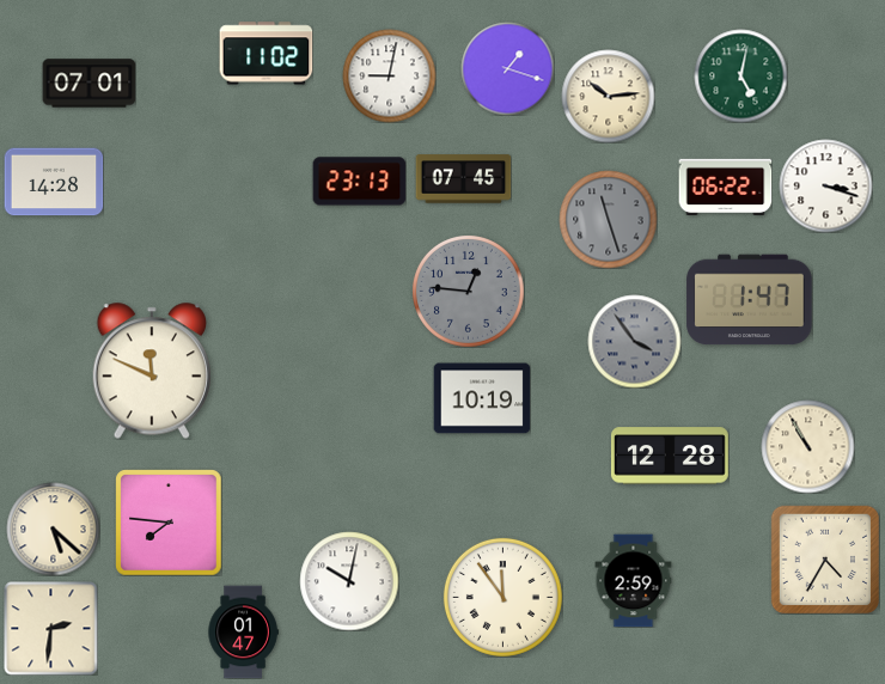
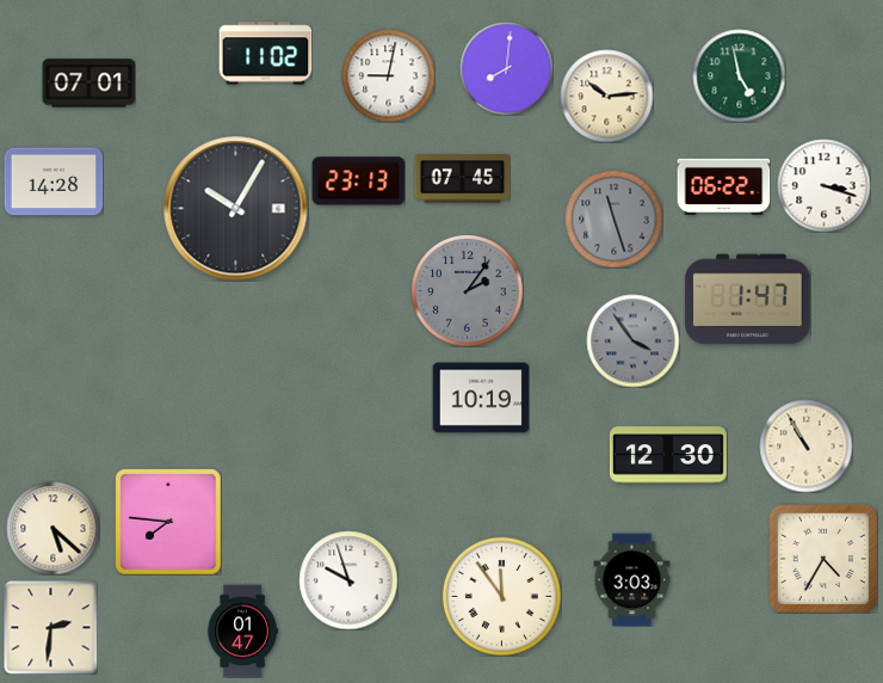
clock at (507, 68): 1:18 -> 8:01
clock at (740, 75): 5:02 -> 4:58
clock at (236, 209): none -> 10:05
clock at (608, 219) position: (608, 219) -> (613, 219)
clock at (469, 292): 12:46 -> 2:06
clock at (151, 371): 11:49 -> none
clock at (670, 456): 12:28 -> 12:30
clock at (634, 580): 2:59 -> 3:03
clock at (349, 581): 10:02 -> 9:57
